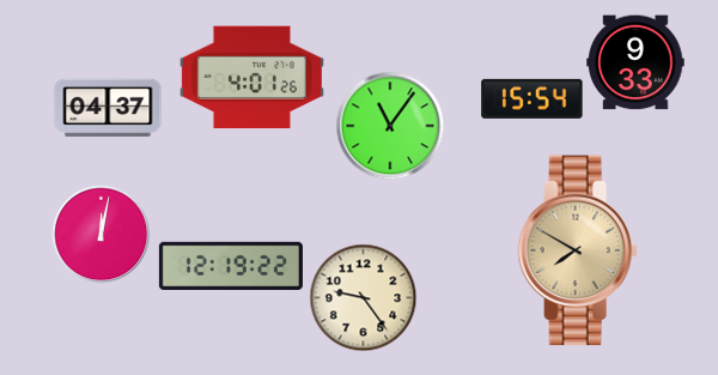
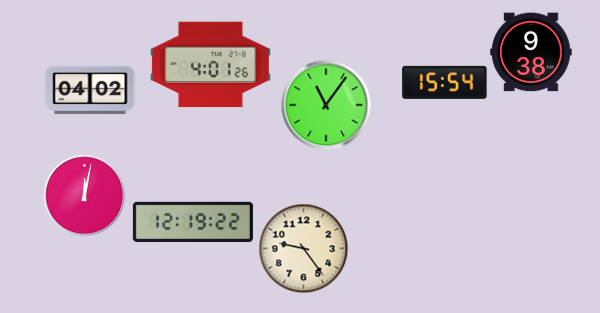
clock at (635, 62): 9:33 -> 9:38
clock at (108, 108): 04:37 -> 04:02
clock at (578, 250): 7:50 -> none
